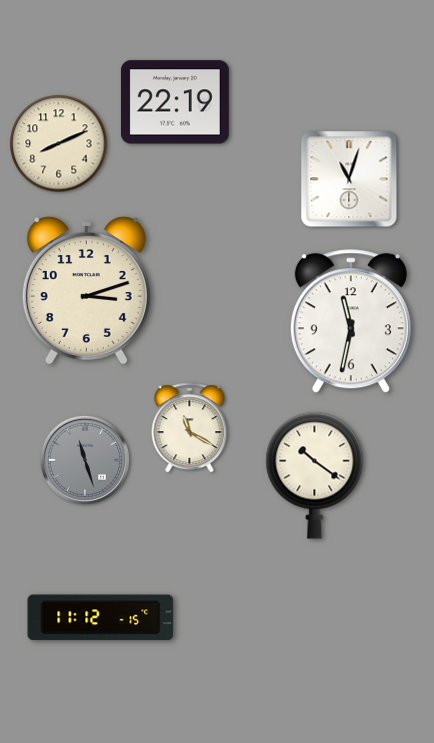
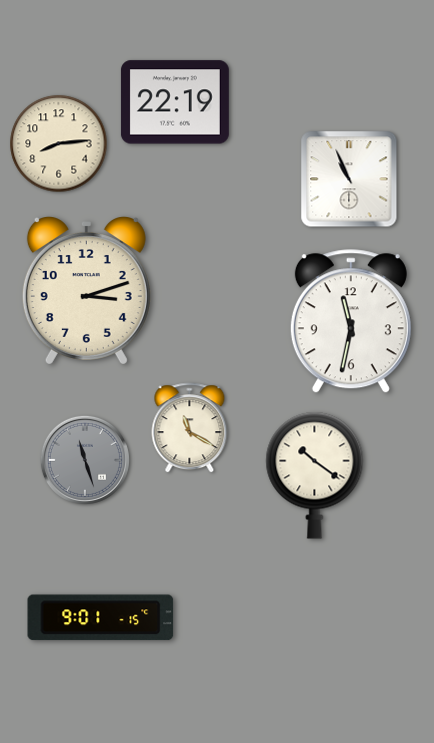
clock at (59, 144): 8:11 -> 8:14
clock at (349, 179): 11:03 -> 10:56
clock at (101, 618): 11:12 -> 9:01
